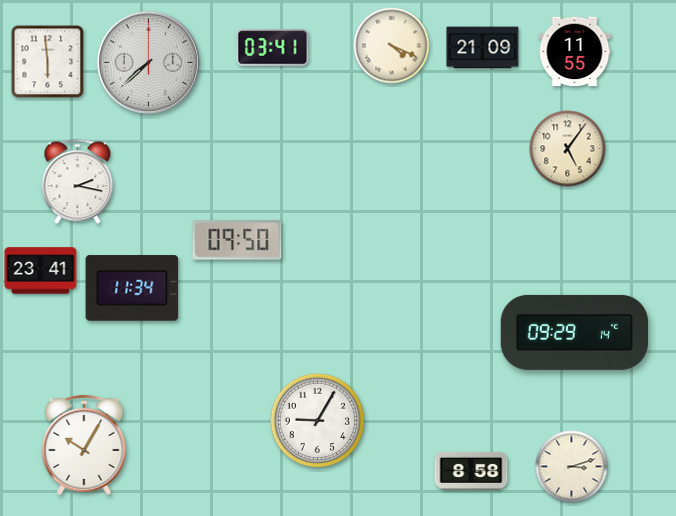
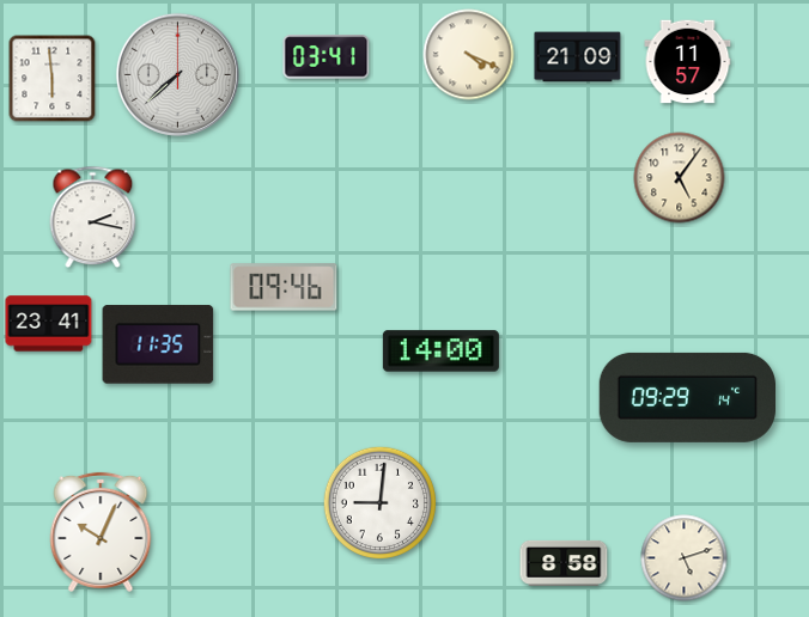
clock at (575, 52): 11:55 -> 11:57
clock at (48, 62) position: (48, 62) -> (53, 79)
clock at (237, 240): 09:50 -> 09:46
clock at (132, 288): 11:34 -> 11:35
clock at (440, 352): none -> 14:00
clock at (317, 420): 9:05 -> 9:01
clock at (84, 445): 10:05 -> 10:04
clock at (572, 467): 3:12 -> 5:12
